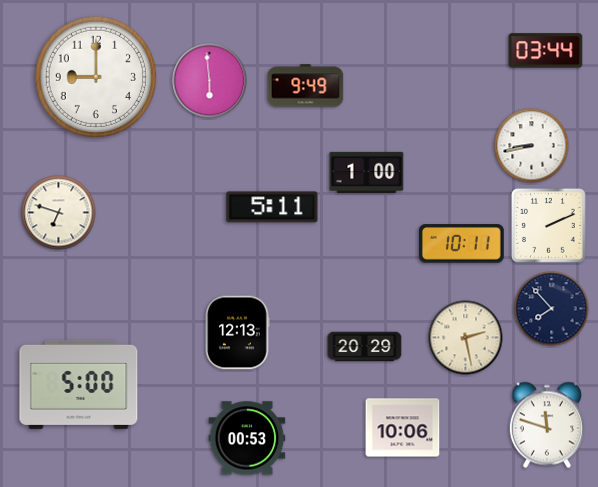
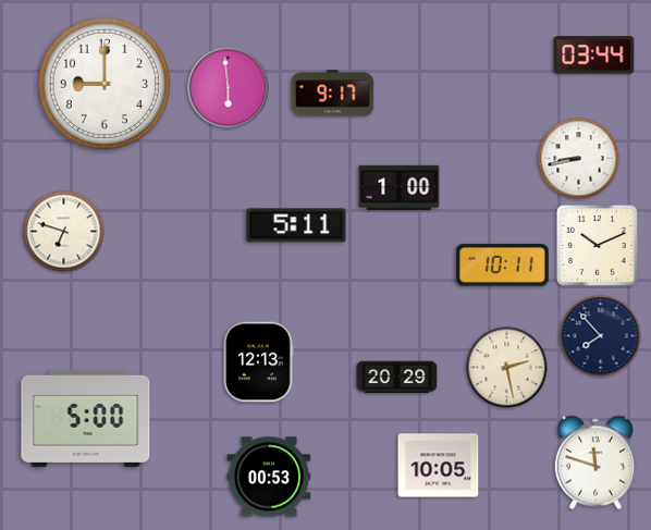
clock at (306, 86): 9:49 -> 9:17
clock at (548, 225): 2:11 -> 10:11
clock at (403, 428): 10:06 -> 10:05
